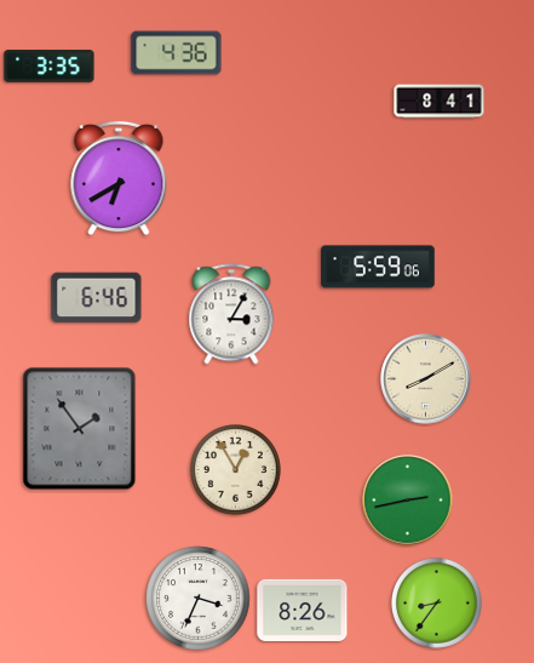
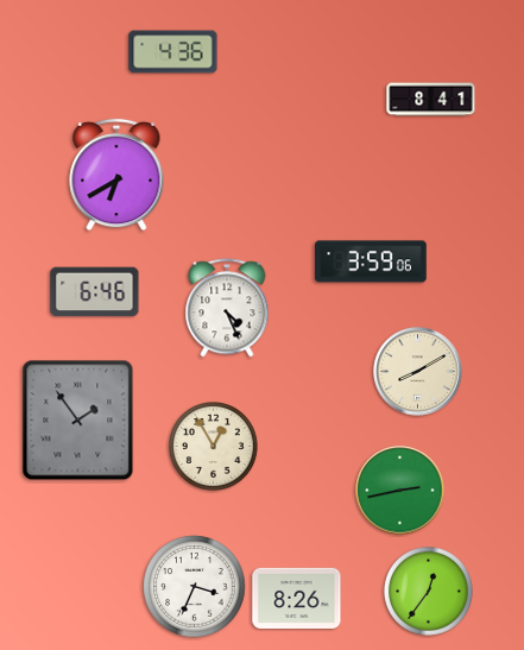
clock at (50, 67): 3:35 -> none
clock at (378, 267): 5:59 -> 3:59
clock at (231, 314): 3:05 -> 4:26
clock at (236, 470) position: (236, 470) -> (214, 447)
clock at (437, 604): 8:36 -> 12:36
